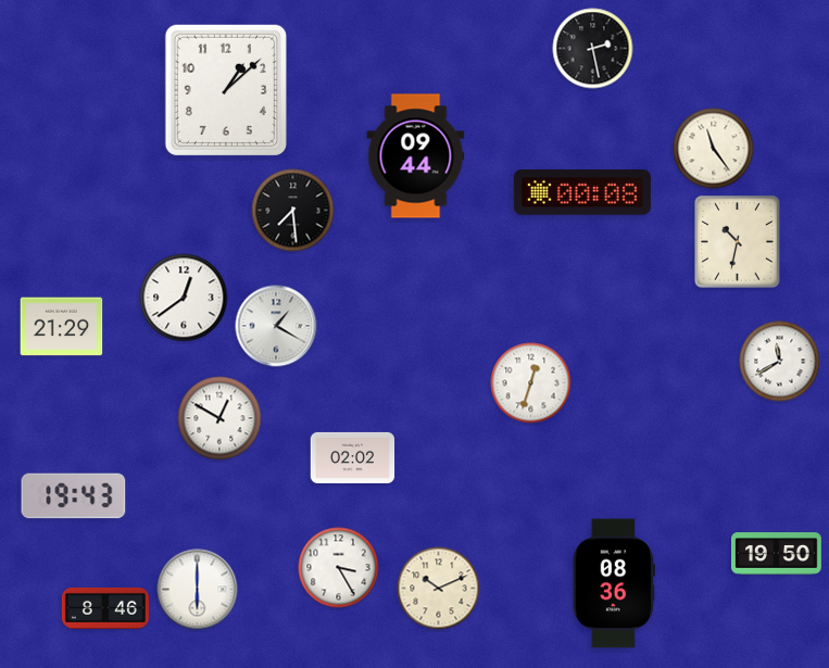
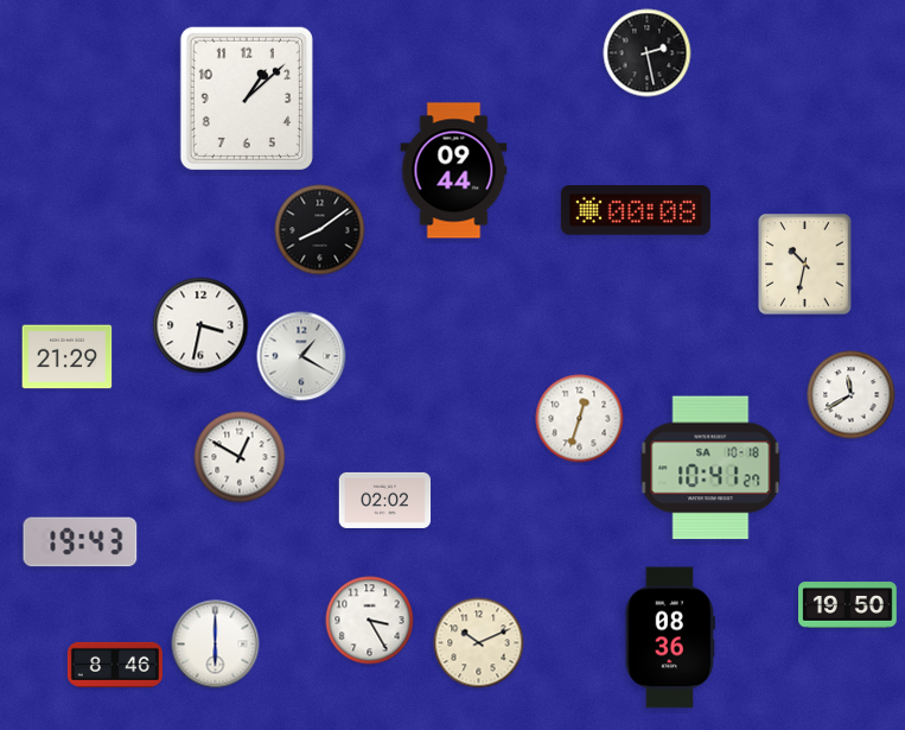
clock at (714, 149): 11:24 -> none
clock at (293, 211): 7:29 -> 8:09
clock at (184, 298): 12:39 -> 3:32
clock at (710, 468): none -> 10:41
